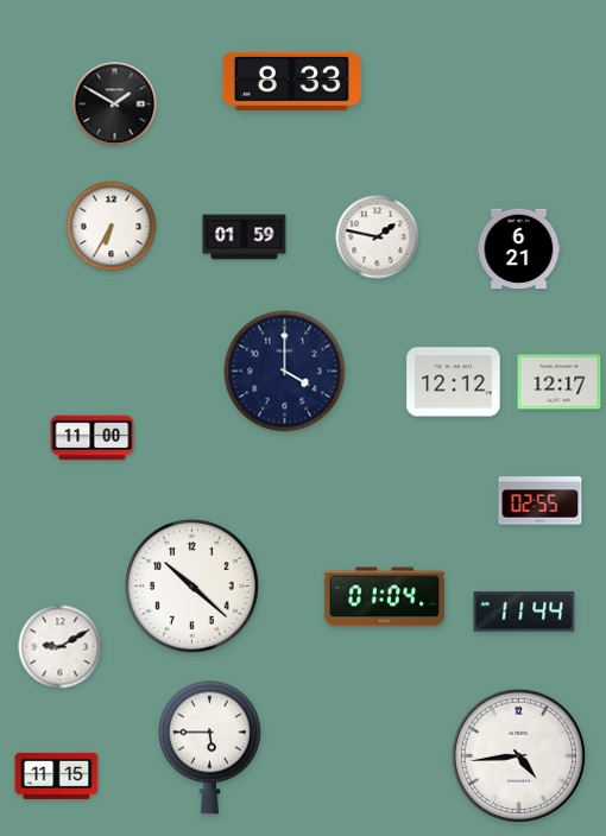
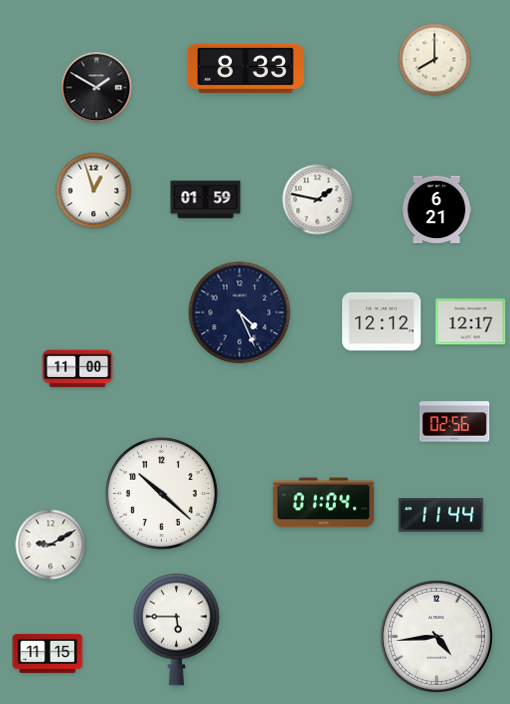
clock at (435, 60): none -> 8:00
clock at (112, 227): 6:35 -> 12:57
clock at (285, 372): 4:00 -> 4:26
clock at (541, 501): 02:55 -> 02:56
